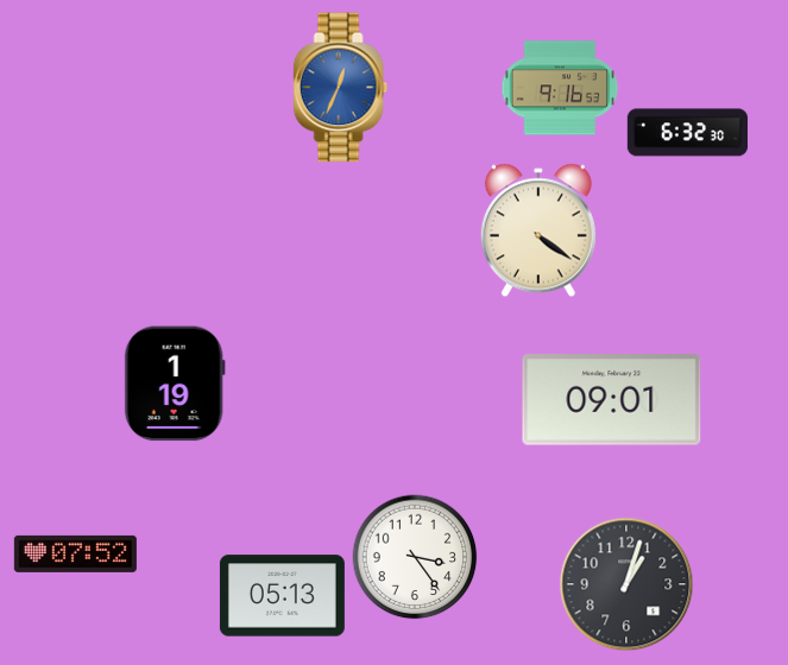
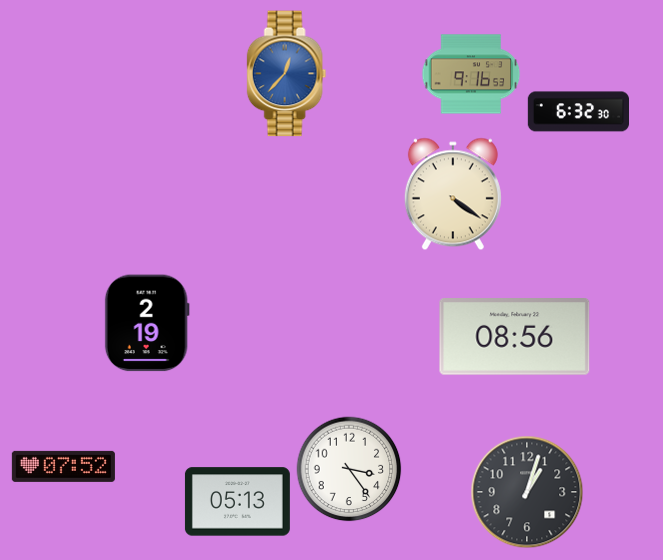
clock at (341, 88): 12:34 -> 12:37
clock at (175, 384): 1:19 -> 2:19
clock at (612, 400): 09:01 -> 08:56
